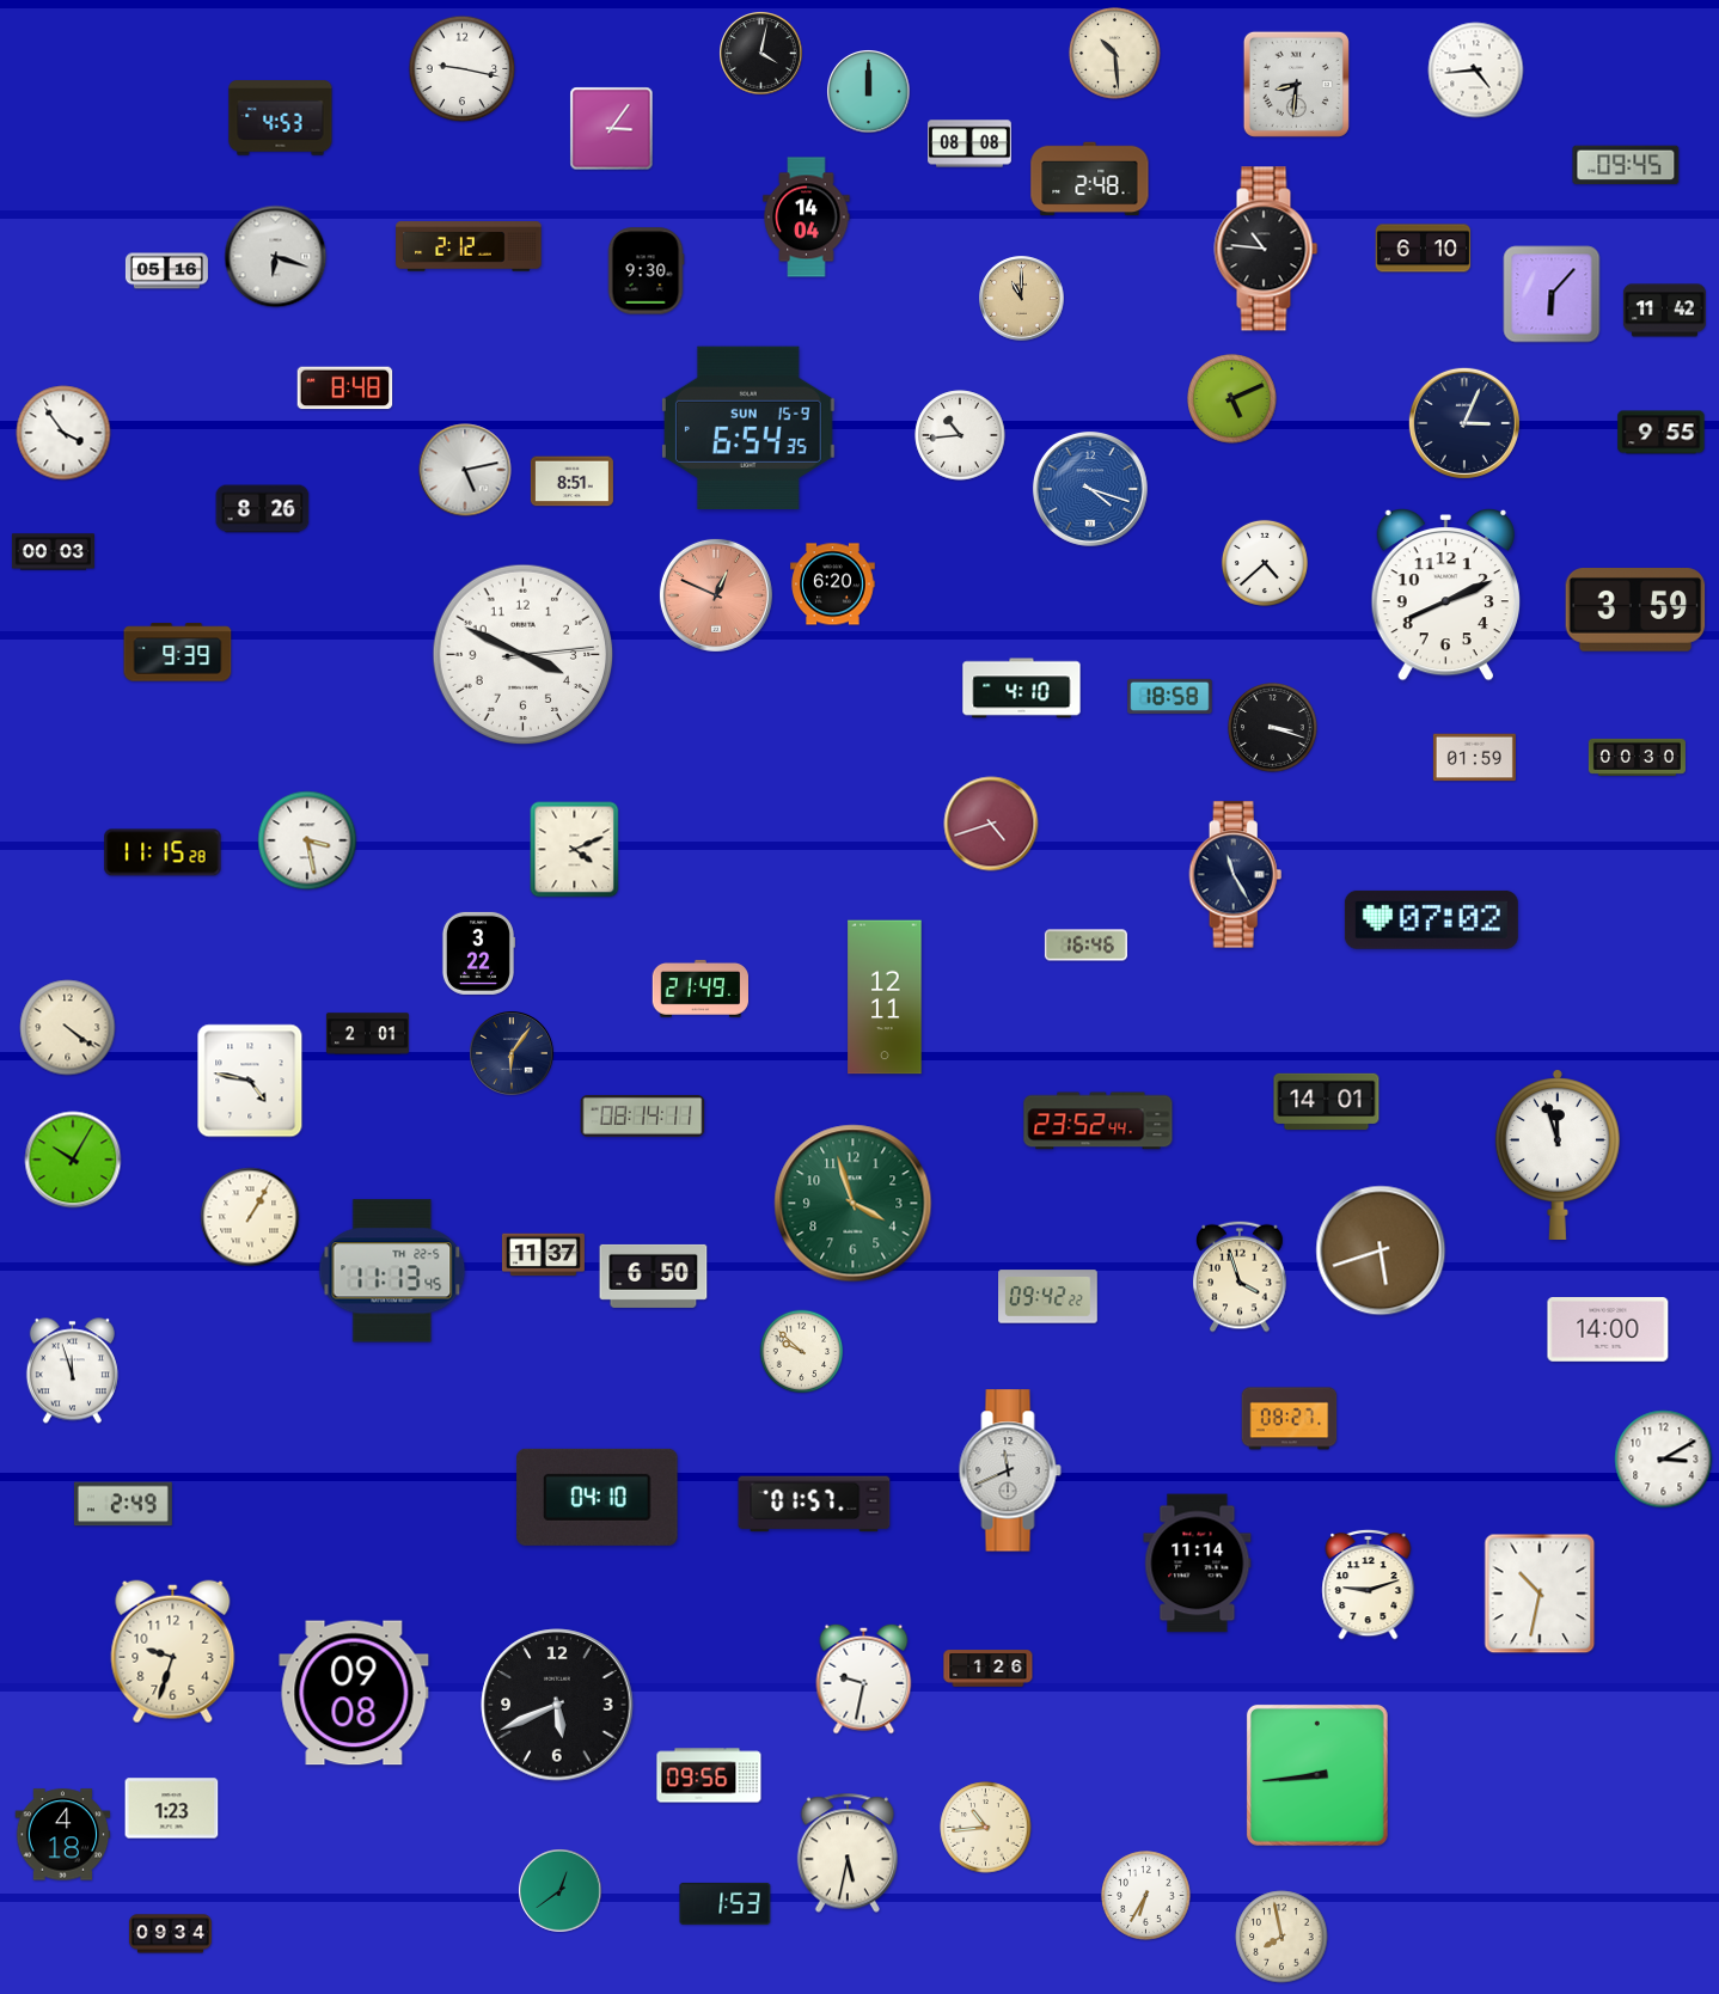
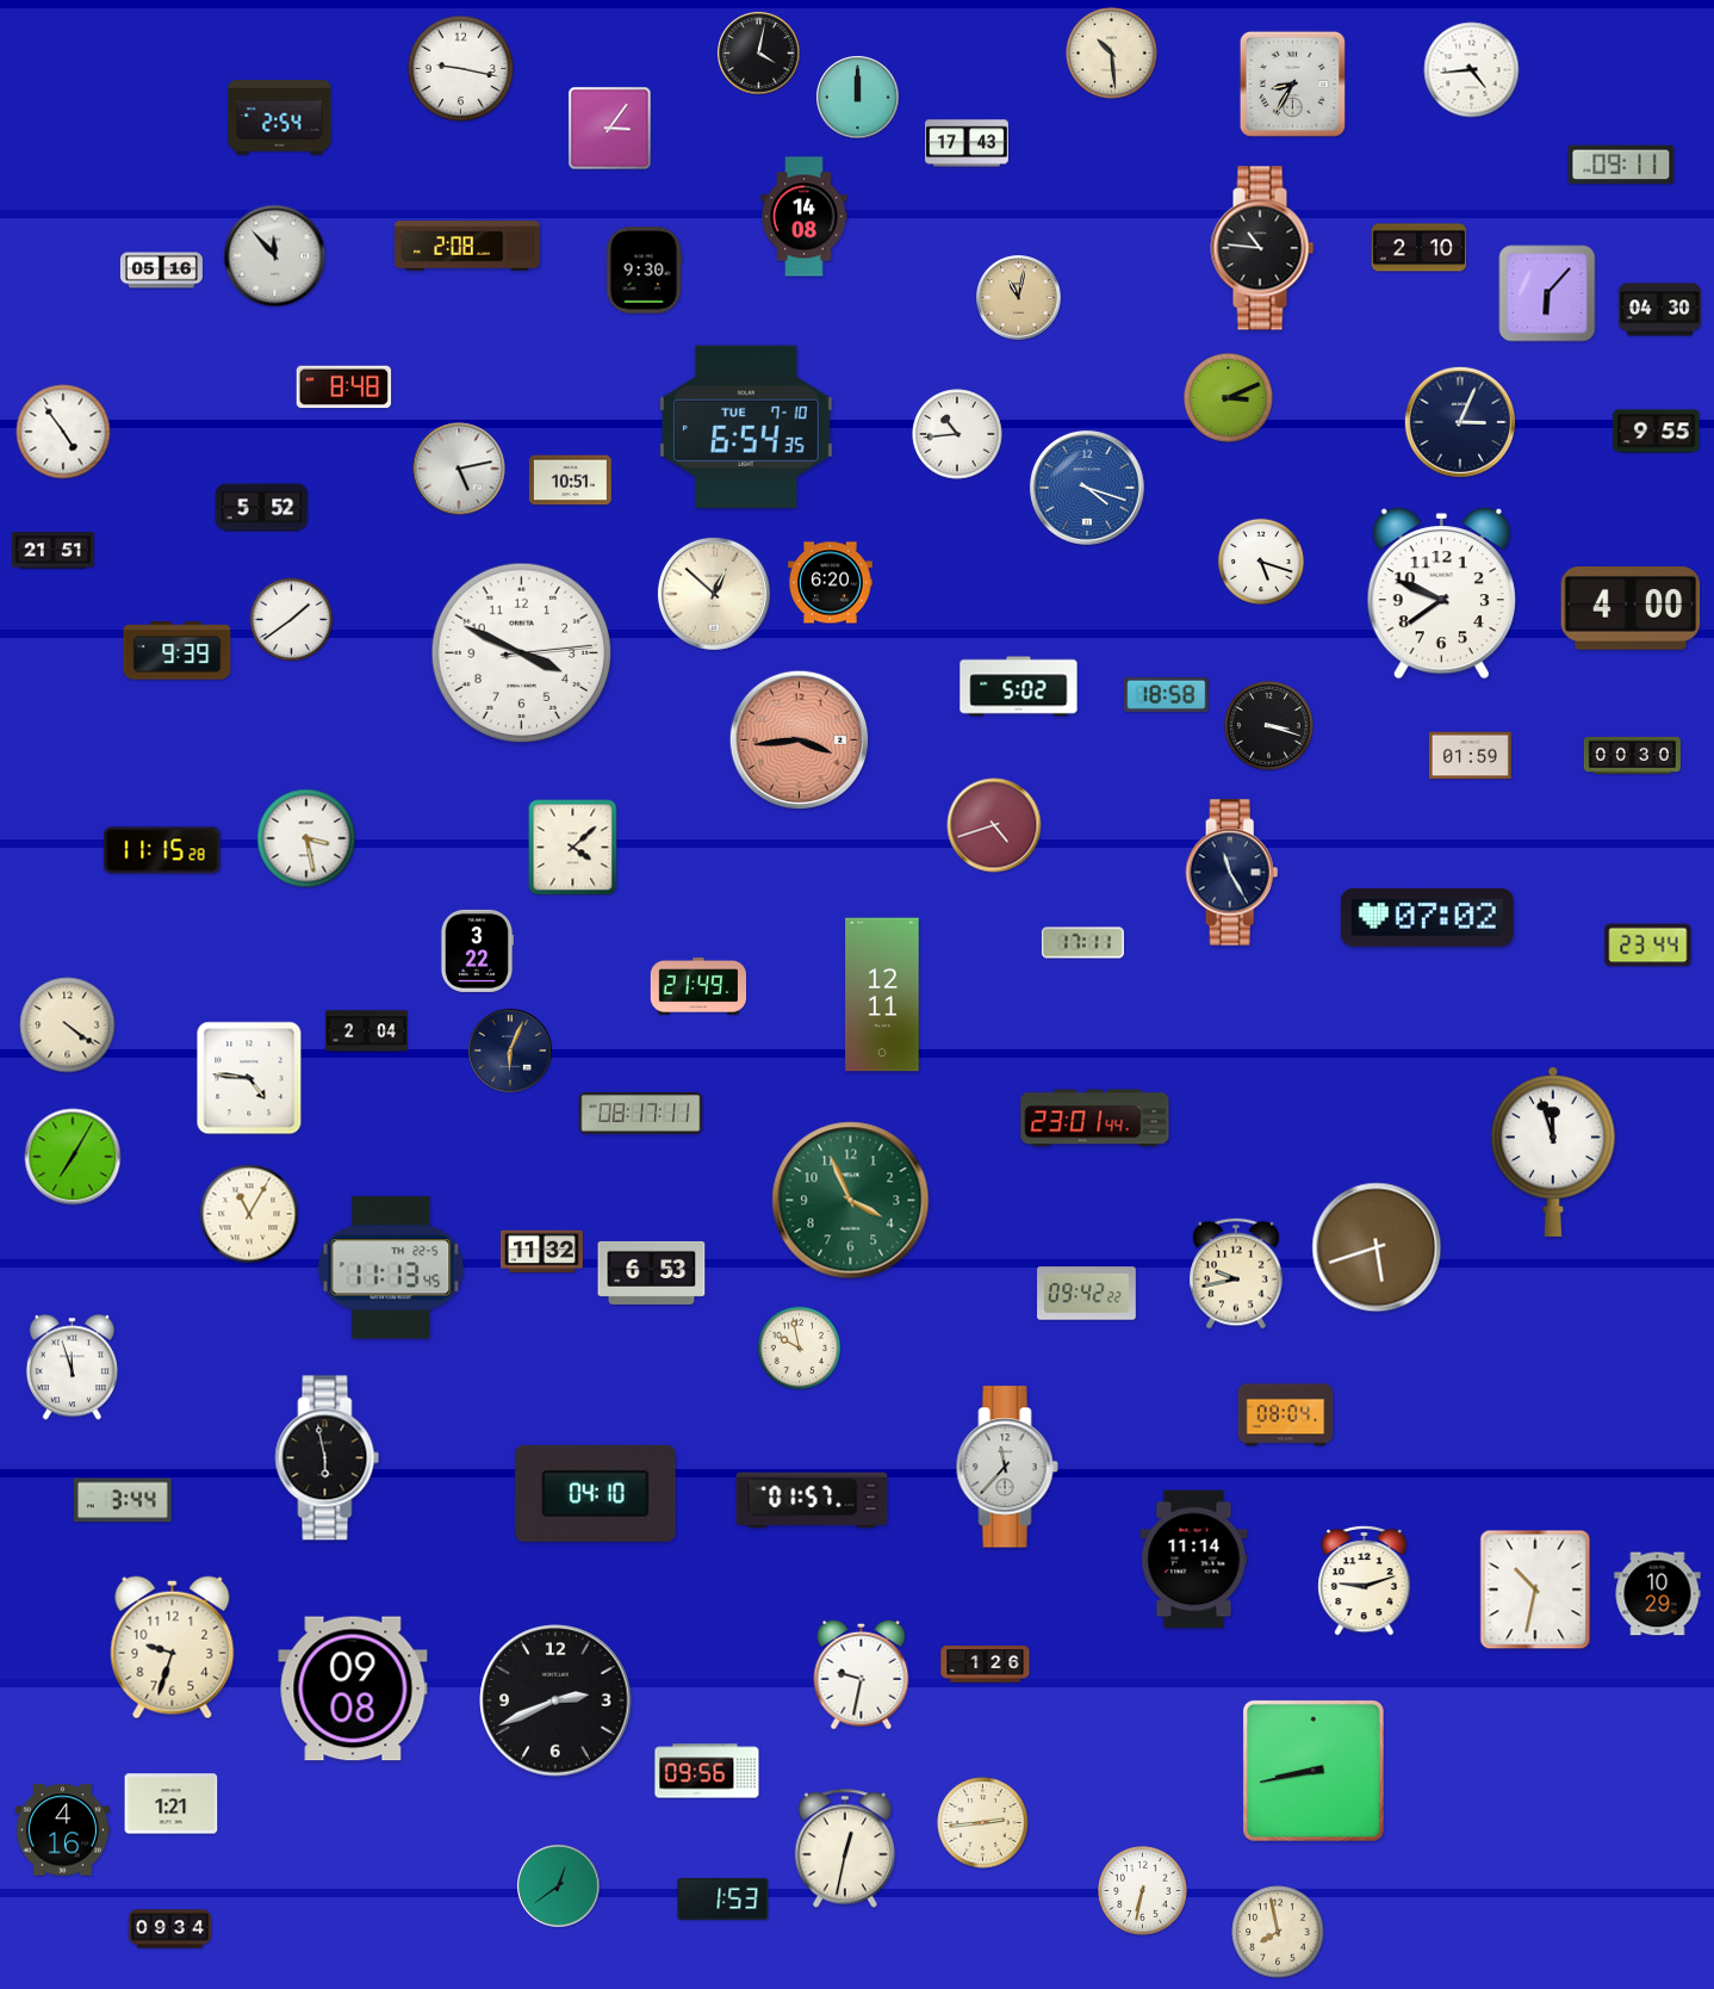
clock at (1296, 84): 8:31 -> 8:35
clock at (869, 92) position: (869, 92) -> (858, 98)
clock at (281, 118): 4:53 -> 2:54
clock at (971, 143): 08:08 -> 17:43
clock at (1626, 165): 09:45 -> 09:11
clock at (1090, 179): 2:48 -> none
clock at (807, 218): 14:04 -> 14:08
clock at (469, 246): 2:12 -> 2:08
clock at (1424, 249): 6:10 -> 2:10
clock at (276, 257): 6:18 -> 11:53
clock at (166, 271) position: (166, 271) -> (161, 271)
clock at (1022, 299): 11:00 -> 11:02
clock at (1664, 311): 11:42 -> 04:30
clock at (1232, 399): 5:11 -> 3:11
clock at (748, 427) date: SUN 15-9 -> TUE 7-10
clock at (63, 433): 3:54 -> 4:54
clock at (465, 470) position: (465, 470) -> (459, 469)
clock at (571, 482): 8:51 -> 10:51
clock at (263, 509): 8:26 -> 5:52
clock at (53, 552): 00:03 -> 21:51
clock at (1265, 563): 4:38 -> 5:18
clock at (1445, 594): 8:11 -> 7:49
clock at (716, 595): 12:49 -> 12:52
clock at (716, 595) dial: salmon -> cream
clock at (1635, 610): 3:59 -> 4:00
clock at (292, 620): none -> 1:39
clock at (1022, 689): 4:10 -> 5:02
clock at (800, 741): none -> 3:44
clock at (991, 824) position: (991, 824) -> (994, 825)
clock at (575, 850): 4:11 -> 4:08
clock at (1085, 946): 16:46 -> 17:11
clock at (1648, 946): none -> 23:44
clock at (367, 1034): 2:01 -> 2:04
clock at (512, 1053): 6:06 -> 6:04
clock at (250, 1081): 4:47 -> 4:46
clock at (1327, 1101): 14:01 -> none
clock at (643, 1117): 08:14 -> 08:17
clock at (1099, 1121): 23:52 -> 23:01
clock at (73, 1160): 10:05 -> 7:05
clock at (854, 1204): 3:57 -> 3:56
clock at (250, 1217): 1:05 -> 11:05
clock at (543, 1255): 11:37 -> 11:32
clock at (654, 1276): 6:50 -> 6:53
clock at (1240, 1277): 3:57 -> 9:43
clock at (1048, 1297) position: (1048, 1297) -> (1087, 1294)
clock at (1608, 1331): 14:00 -> none
clock at (802, 1352): 9:52 -> 9:58
clock at (1290, 1419): 08:27 -> 08:04
clock at (1664, 1460): 3:10 -> none
clock at (328, 1458): none -> 5:58
clock at (1010, 1470): 11:41 -> 11:37
clock at (123, 1504): 2:49 -> 3:44
clock at (1658, 1594): none -> 10:29
clock at (557, 1705): 5:41 -> 2:41
clock at (1317, 1775): 8:44 -> 8:43
clock at (172, 1809): 1:23 -> 1:21
clock at (986, 1828): 10:44 -> 2:44
clock at (63, 1835): 4:18 -> 4:16
clock at (848, 1853): 5:32 -> 12:32
clock at (1146, 1896): 6:35 -> 6:32
